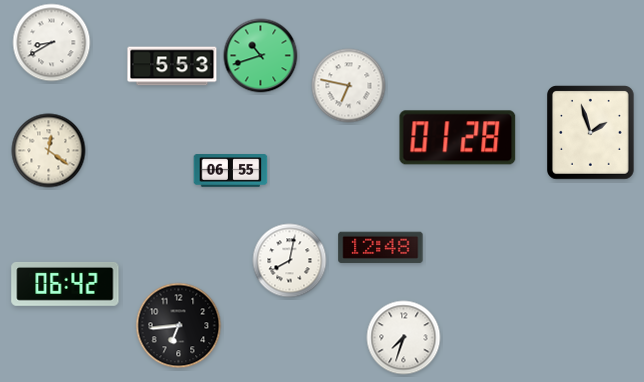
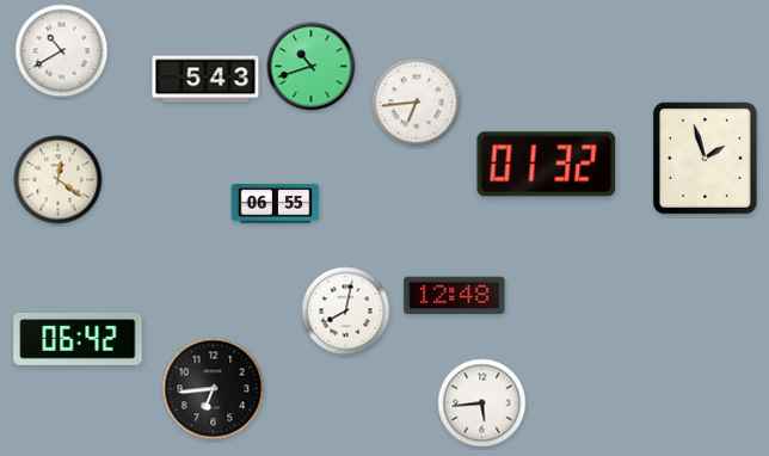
clock at (52, 43): 8:40 -> 10:40
clock at (172, 66): 5:53 -> 5:43
clock at (349, 86): 6:47 -> 6:44
clock at (458, 138): 01:28 -> 01:32
clock at (404, 338): 7:33 -> 5:44
